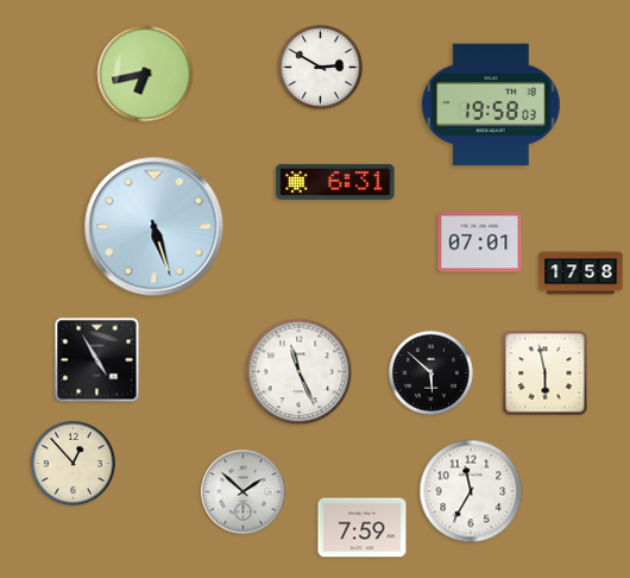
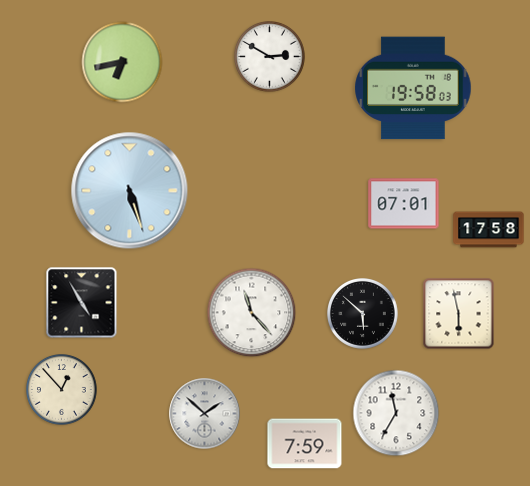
clock at (335, 182): 6:31 -> none
clock at (300, 372): 11:26 -> 11:23
